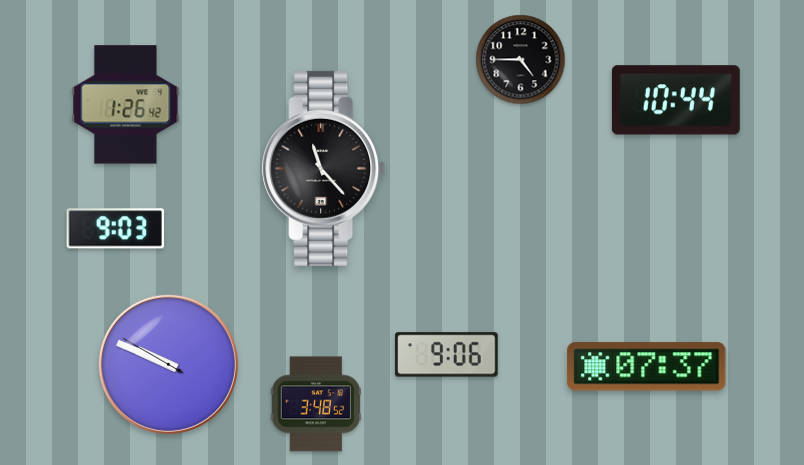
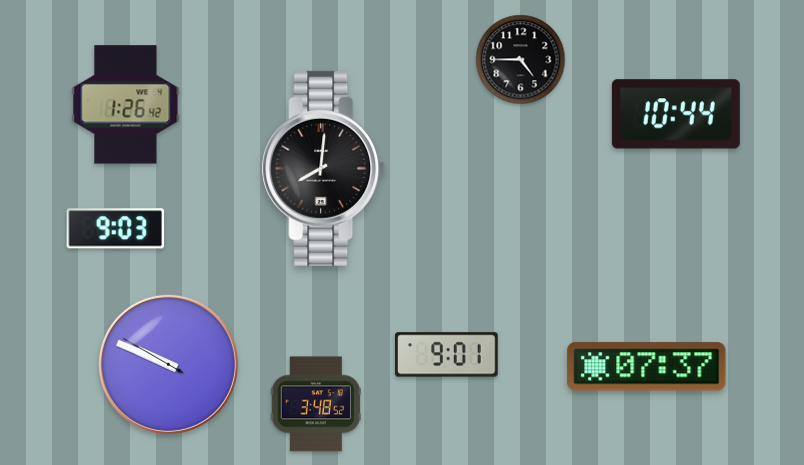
clock at (676, 100) position: (676, 100) -> (676, 114)
clock at (324, 168): 11:23 -> 8:01
clock at (447, 355): 9:06 -> 9:01
